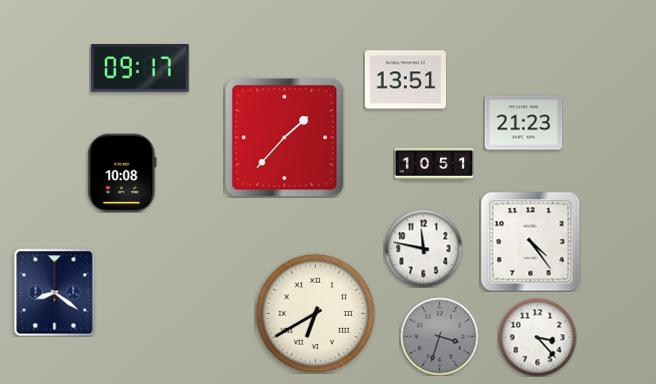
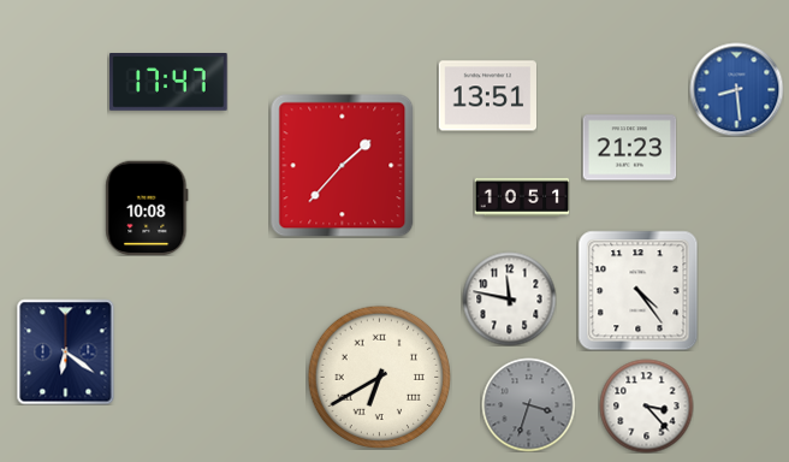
clock at (140, 69): 09:17 -> 17:47
clock at (736, 89): none -> 8:29
clock at (55, 292): 8:21 -> 6:21
